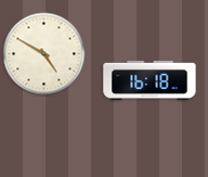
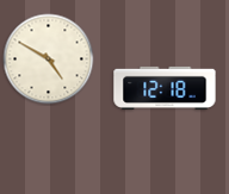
clock at (149, 79): 16:18 -> 12:18
